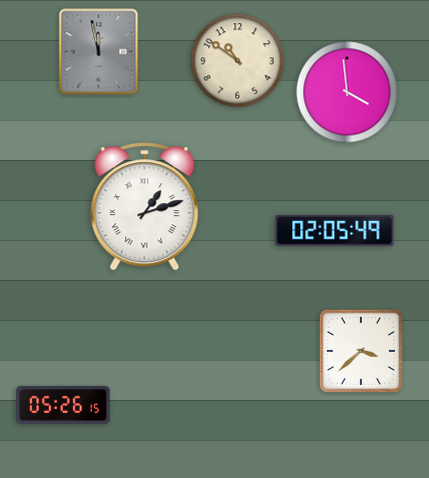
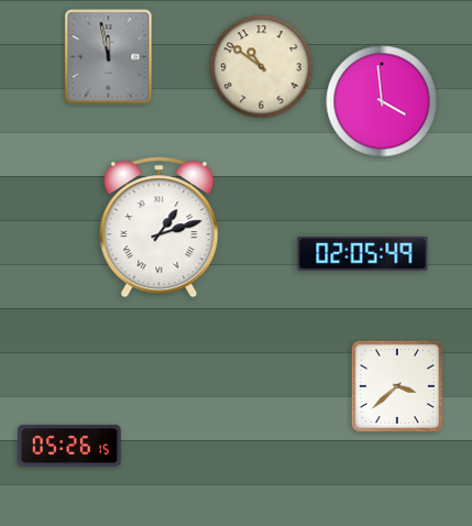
clock at (335, 230) position: (335, 230) -> (363, 253)
